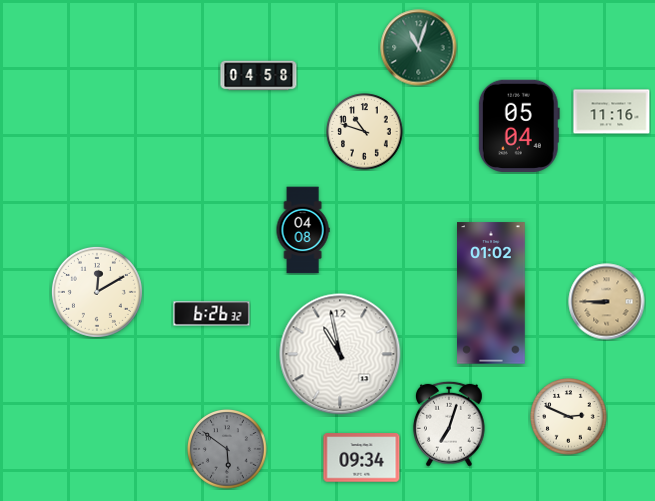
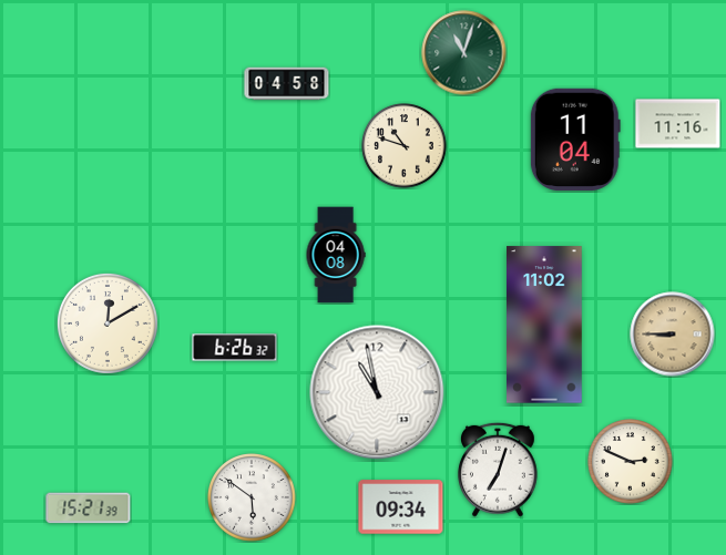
clock at (519, 126): 05:04 -> 11:04
clock at (492, 293): 01:02 -> 11:02
clock at (227, 449) dial: grey -> white
clock at (89, 508): none -> 15:21
